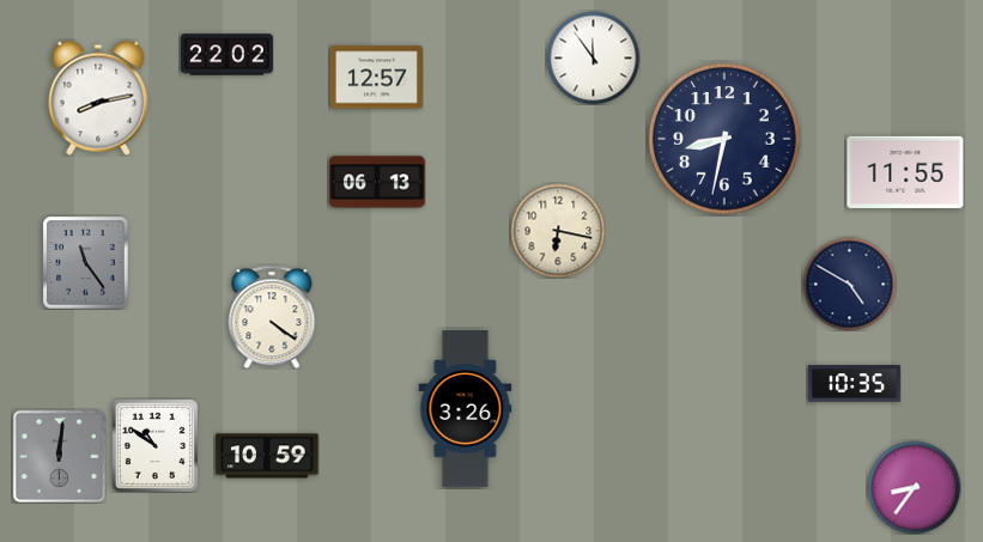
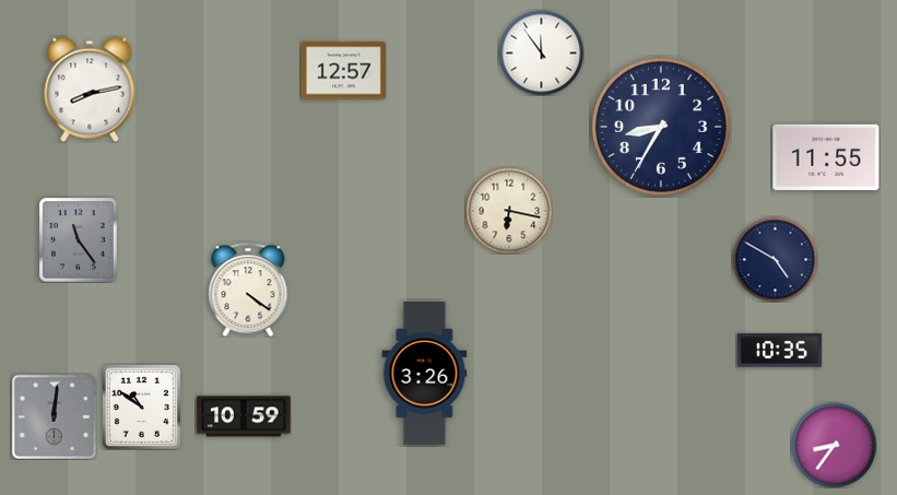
clock at (226, 55): 22:02 -> none
clock at (724, 139): 8:32 -> 8:35
clock at (378, 182): 06:13 -> none
